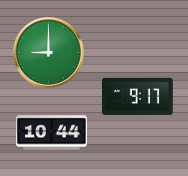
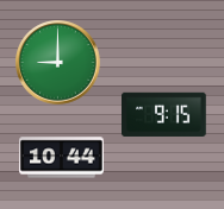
clock at (138, 96): 9:17 -> 9:15
